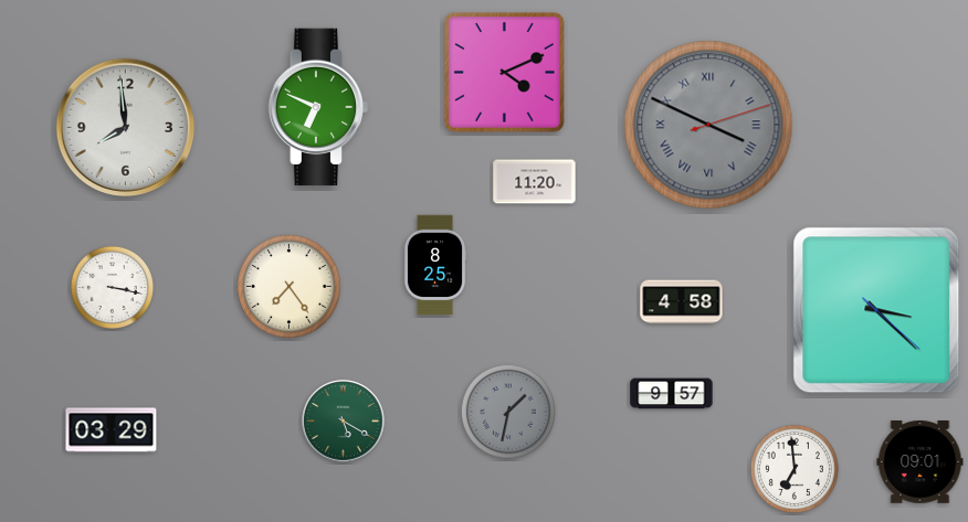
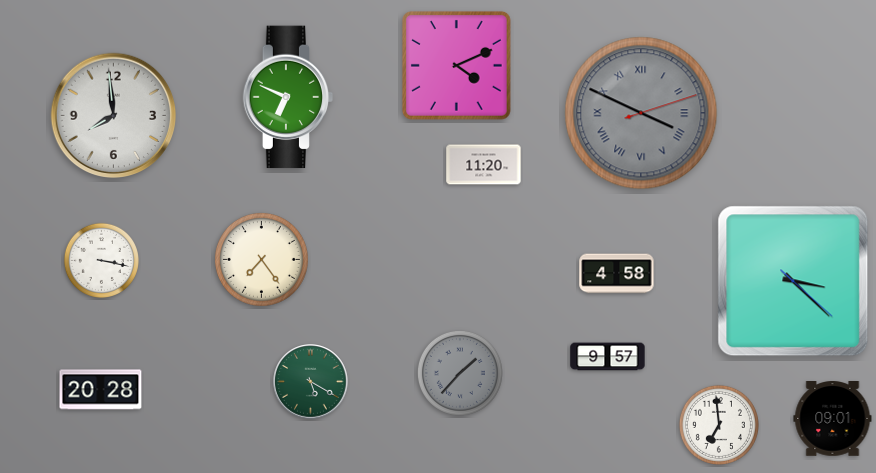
clock at (435, 265): 8:25 -> none
clock at (508, 412): 1:32 -> 1:37
clock at (112, 430): 03:29 -> 20:28
